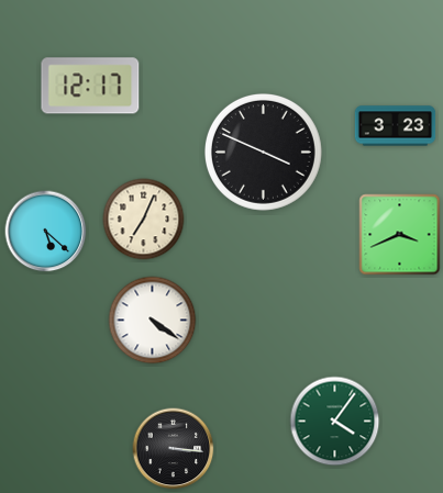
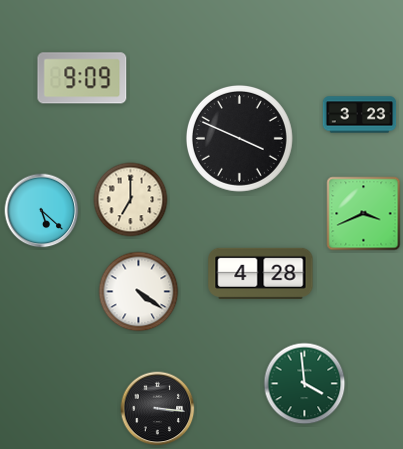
clock at (90, 86): 12:17 -> 9:09
clock at (144, 220): 7:04 -> 7:00
clock at (261, 273): none -> 4:28
clock at (335, 422): 4:06 -> 3:59
